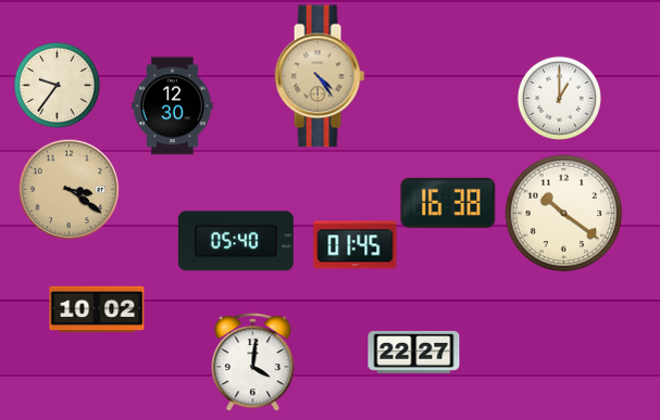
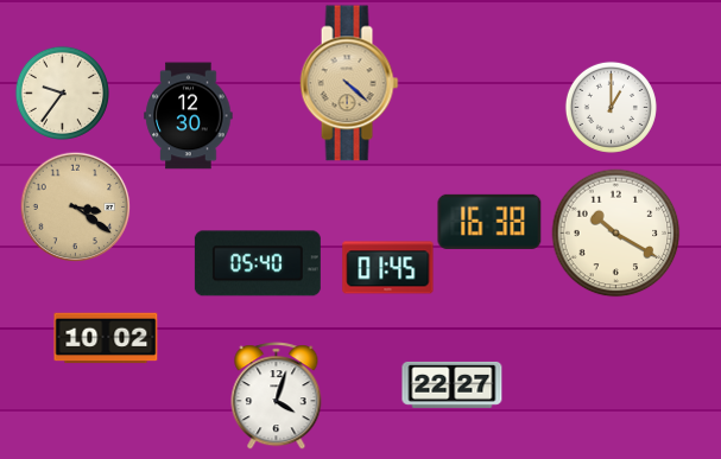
clock at (320, 76): 4:24 -> 4:22
clock at (564, 214): 10:21 -> 10:20
clock at (253, 362): 4:01 -> 4:03
